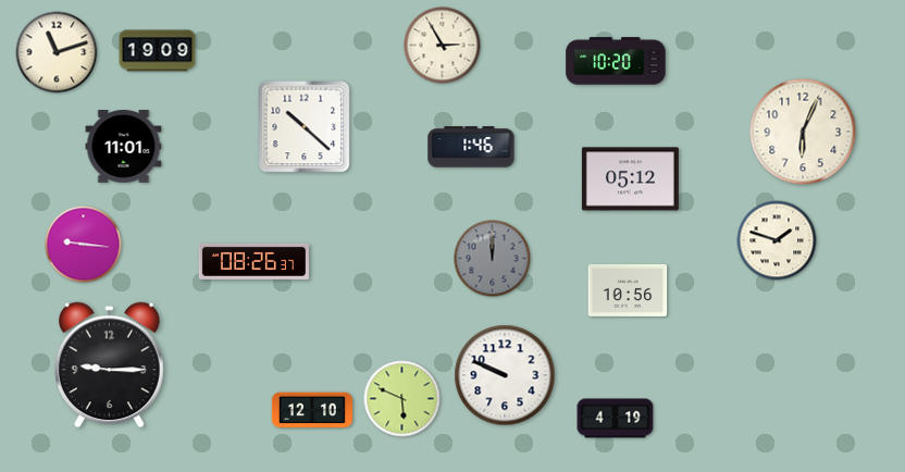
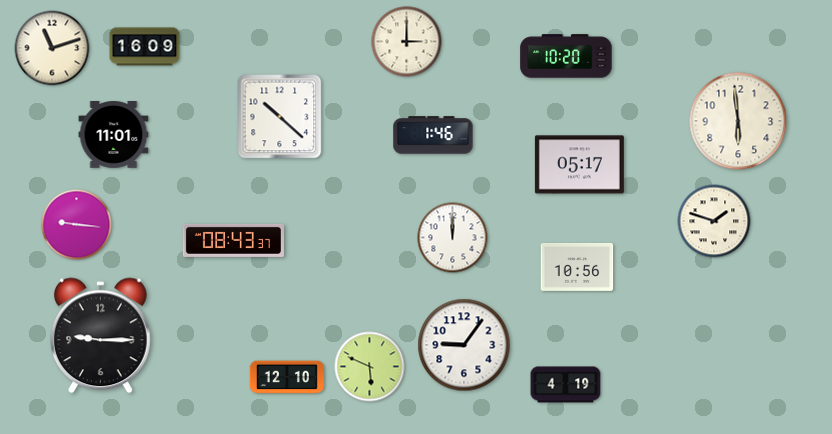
clock at (443, 46): 2:55 -> 3:00
clock at (158, 51): 19:09 -> 16:09
clock at (803, 132): 6:04 -> 5:59
clock at (630, 179): 05:12 -> 05:17
clock at (493, 259) dial: grey -> white
clock at (253, 261): 08:26 -> 08:43
clock at (505, 375): 9:49 -> 9:06
